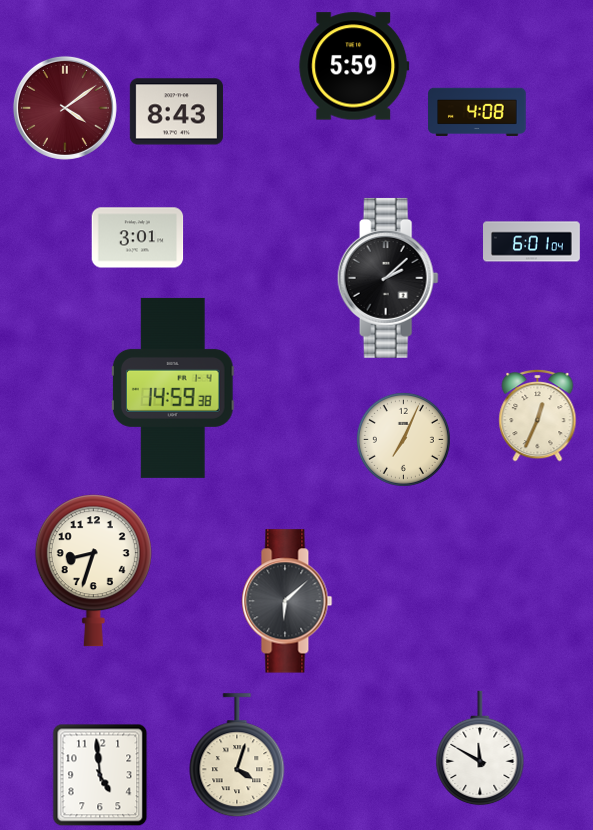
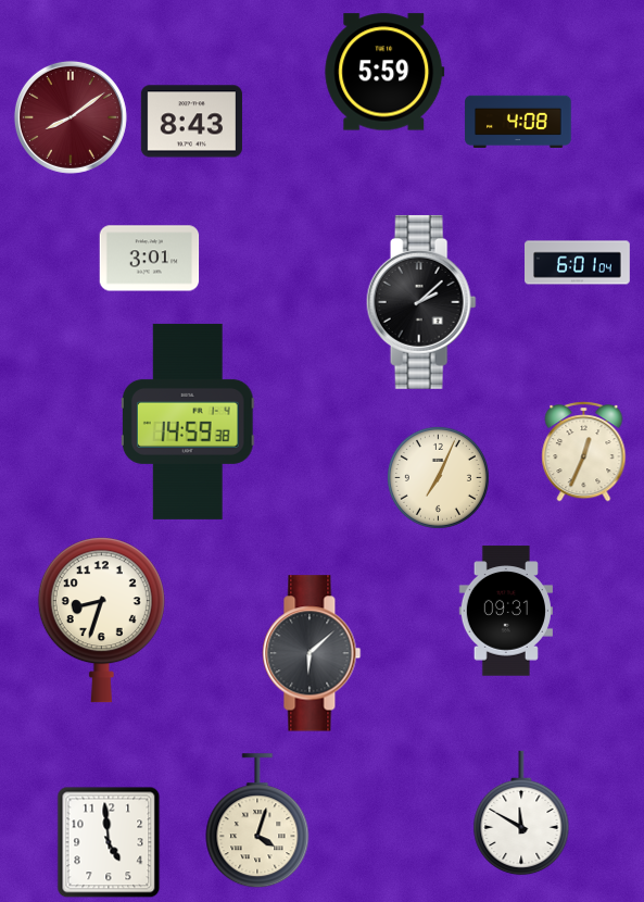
clock at (65, 108): 4:09 -> 8:09
clock at (506, 611): none -> 09:31
